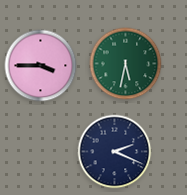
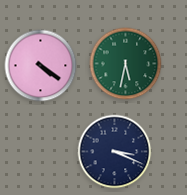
clock at (41, 66): 3:45 -> 4:21
clock at (115, 152): 2:19 -> 3:19
